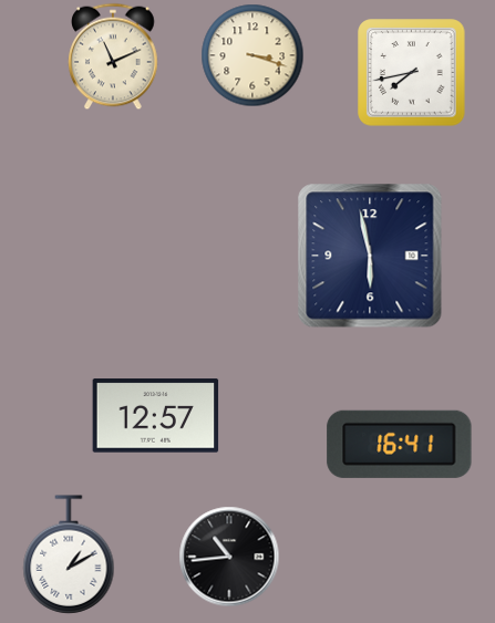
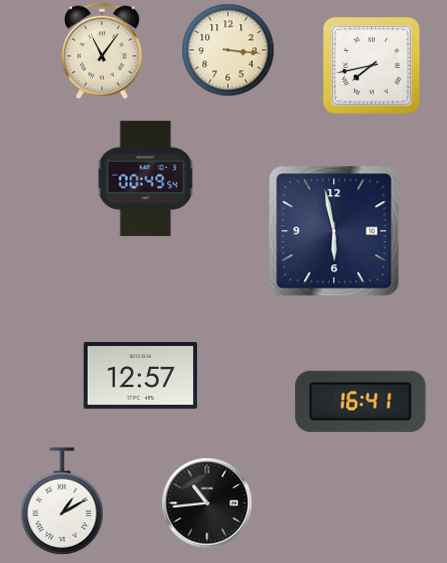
clock at (252, 55): 3:18 -> 3:16
clock at (113, 56): 11:11 -> 11:06
clock at (146, 179): none -> 00:49
